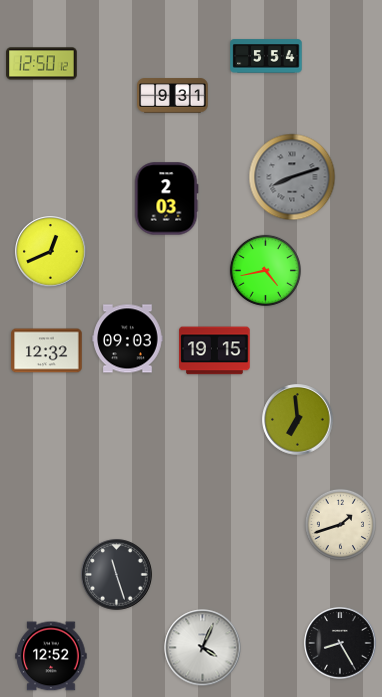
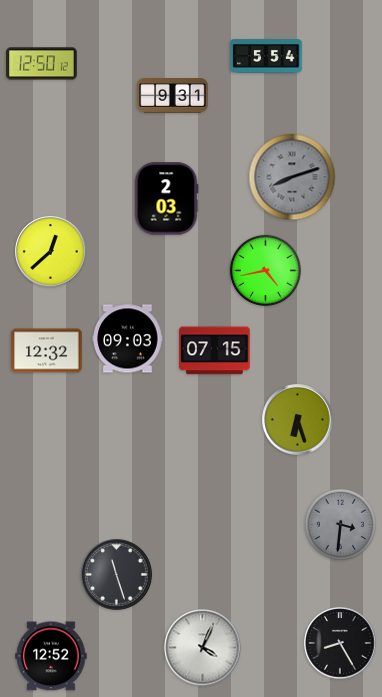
clock at (51, 252): 12:41 -> 12:38
clock at (215, 351): 19:15 -> 07:15
clock at (298, 420): 6:59 -> 6:27
clock at (340, 524): 1:42 -> 3:31
clock at (340, 524) dial: cream -> grey
